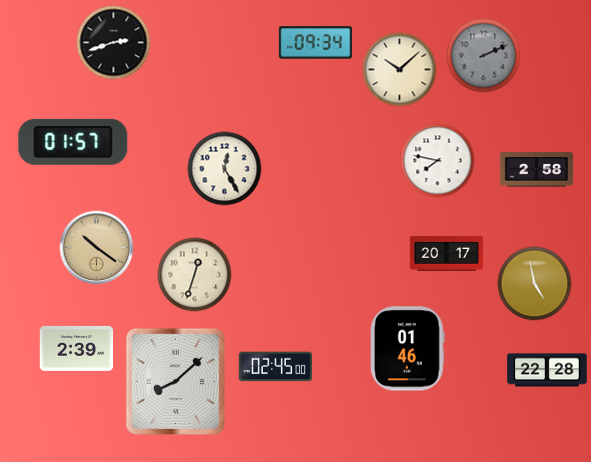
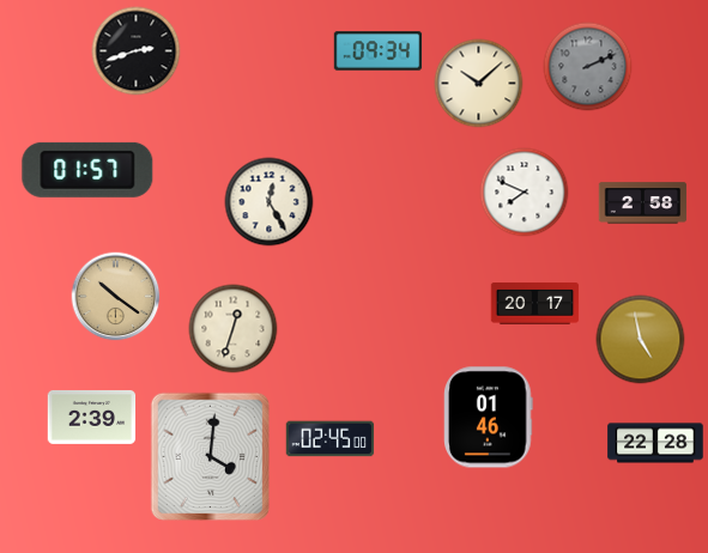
clock at (484, 56) position: (484, 56) -> (588, 67)
clock at (438, 161): 7:47 -> 7:49
clock at (175, 381): 8:08 -> 4:01
